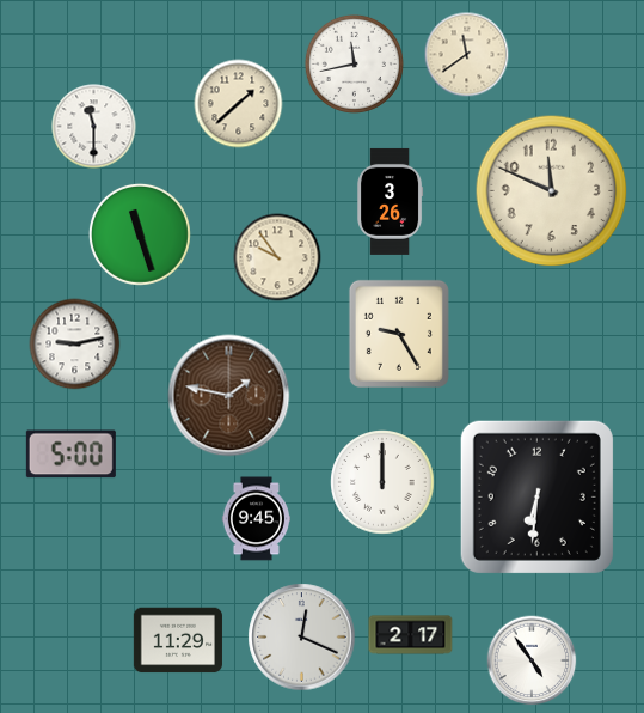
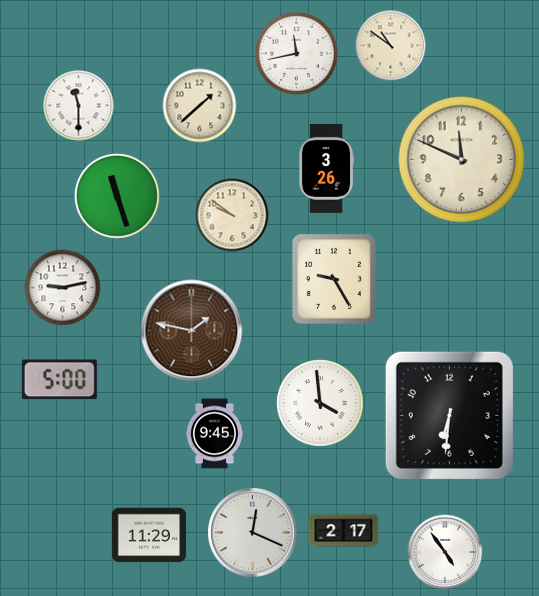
clock at (467, 55): 11:39 -> 10:51
clock at (239, 104) position: (239, 104) -> (200, 106)
clock at (277, 257): 9:54 -> 9:51
clock at (382, 482): 12:00 -> 3:59
